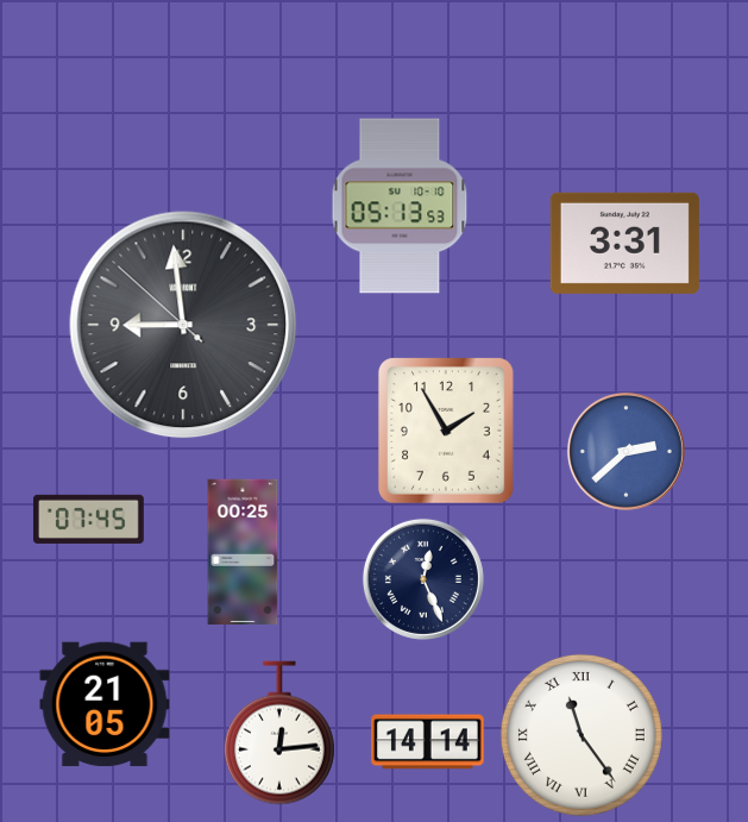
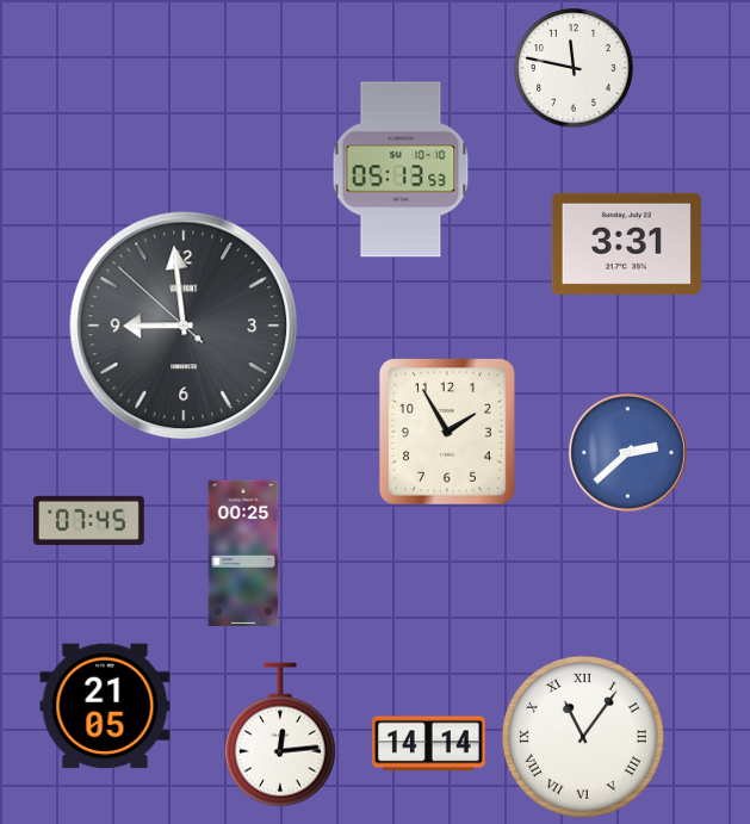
clock at (574, 68): none -> 11:47
clock at (400, 206) position: (400, 206) -> (401, 169)
clock at (423, 579): 12:26 -> none
clock at (582, 735): 11:24 -> 11:06
